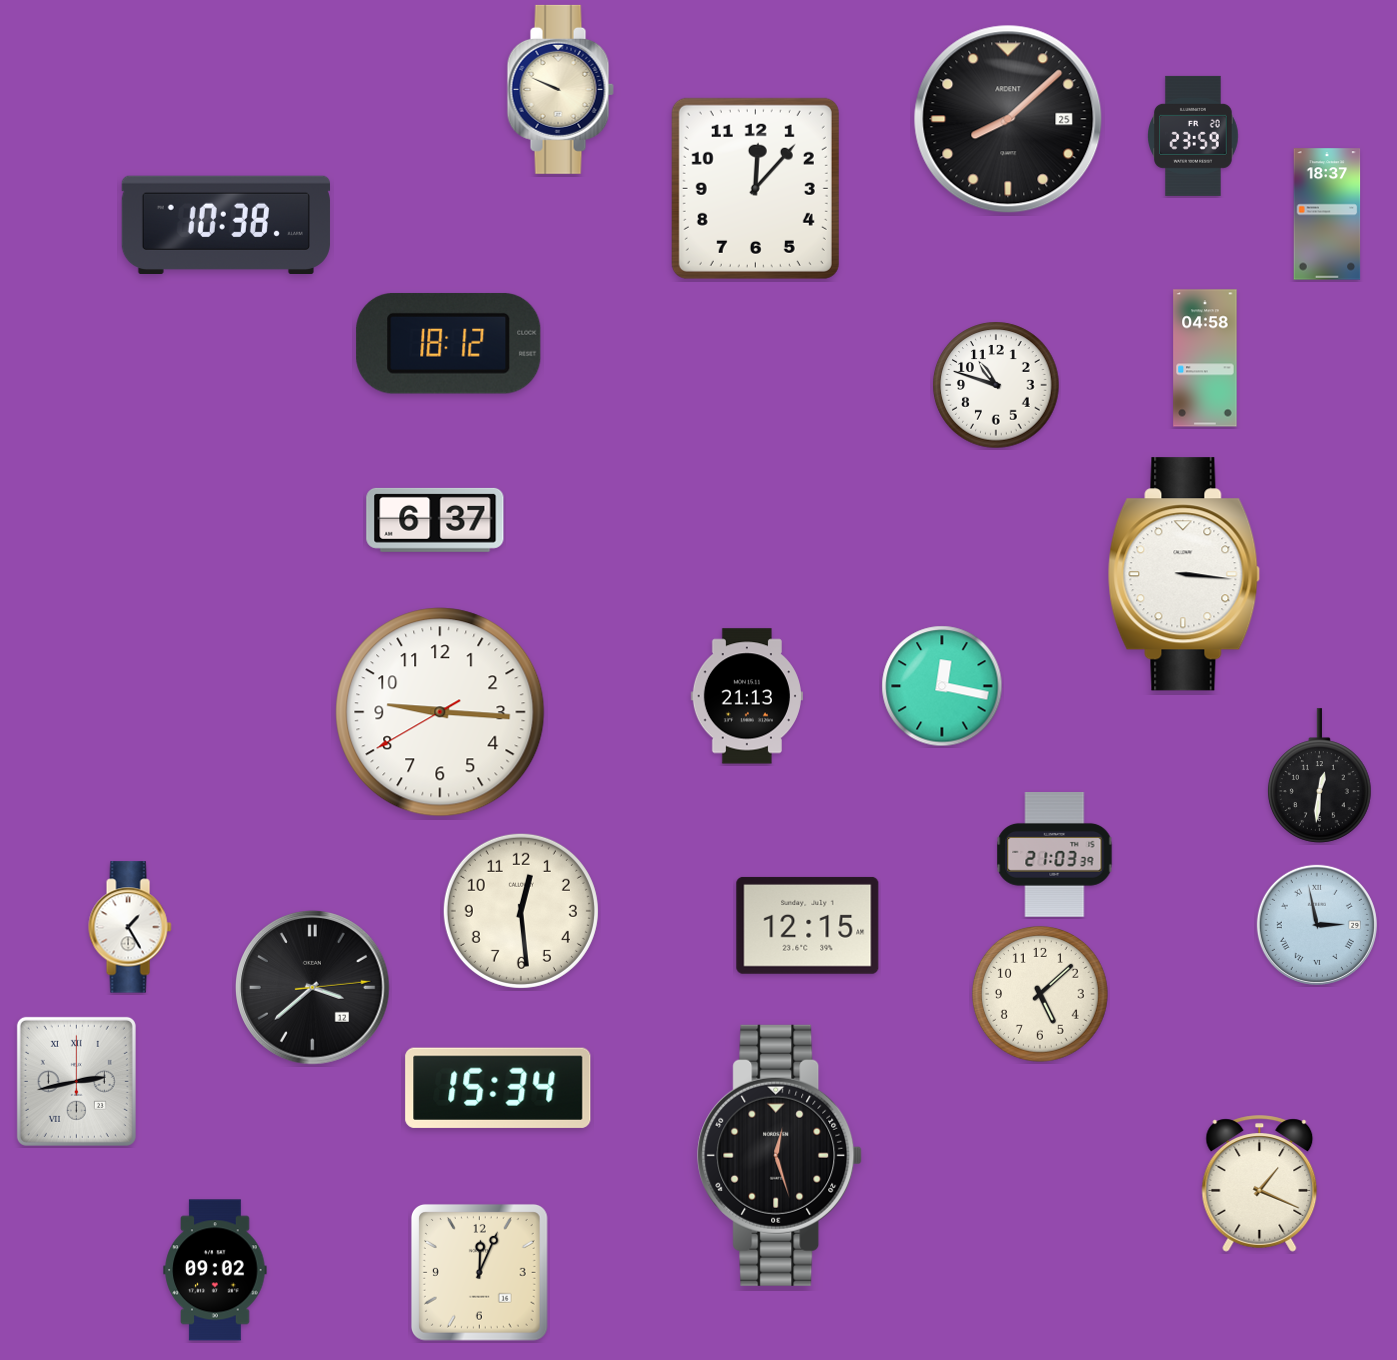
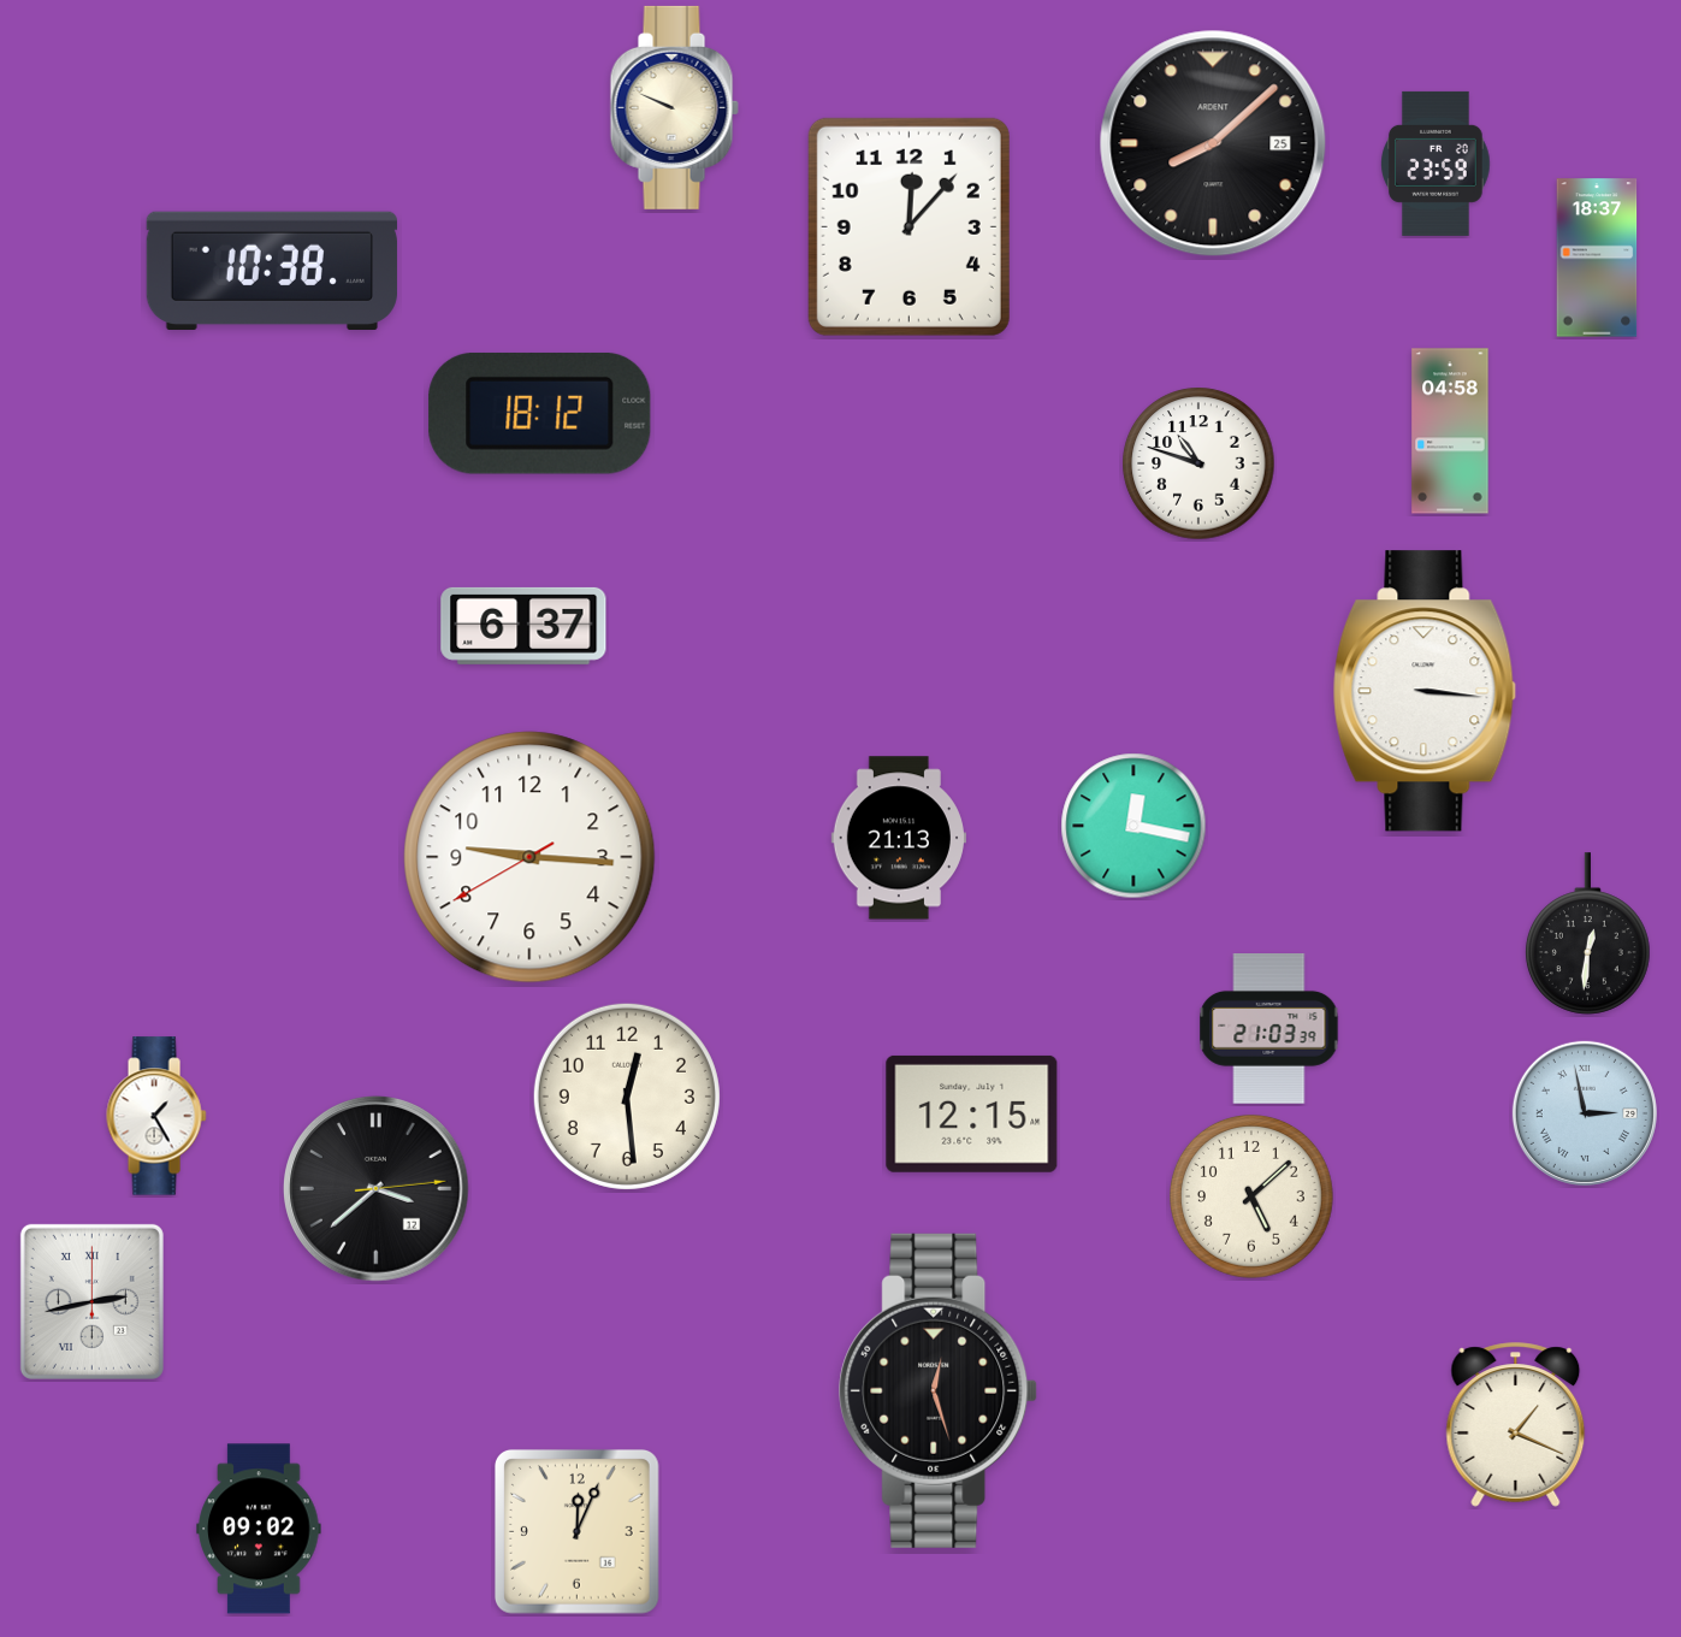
clock at (498, 1088): 15:34 -> none
